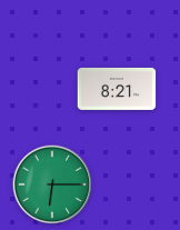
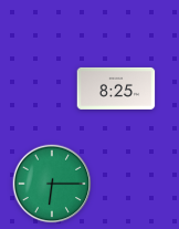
clock at (117, 89): 8:21 -> 8:25
